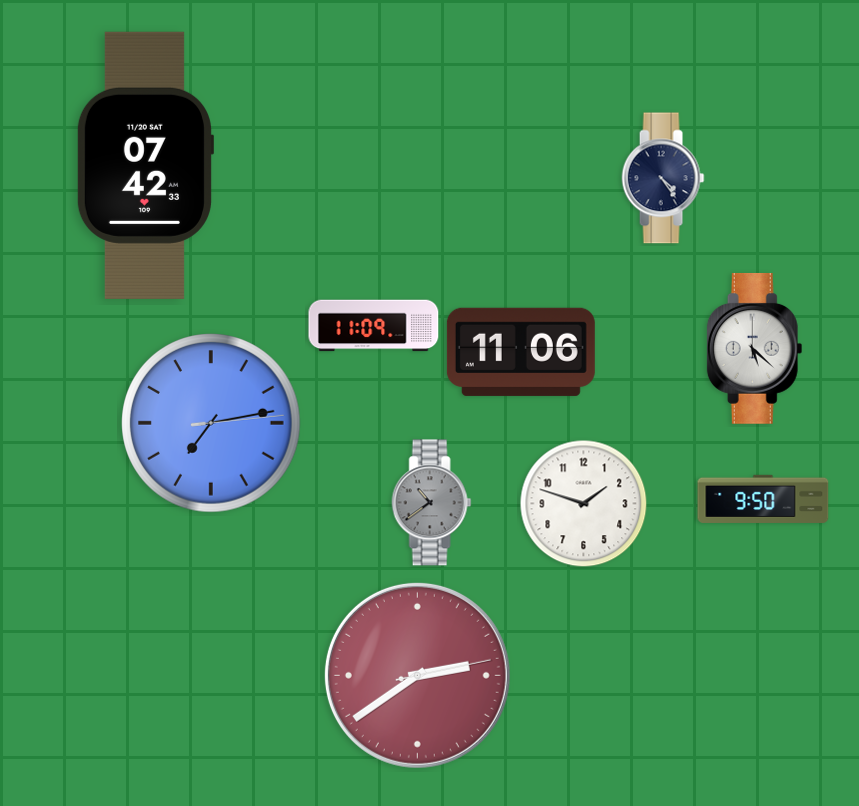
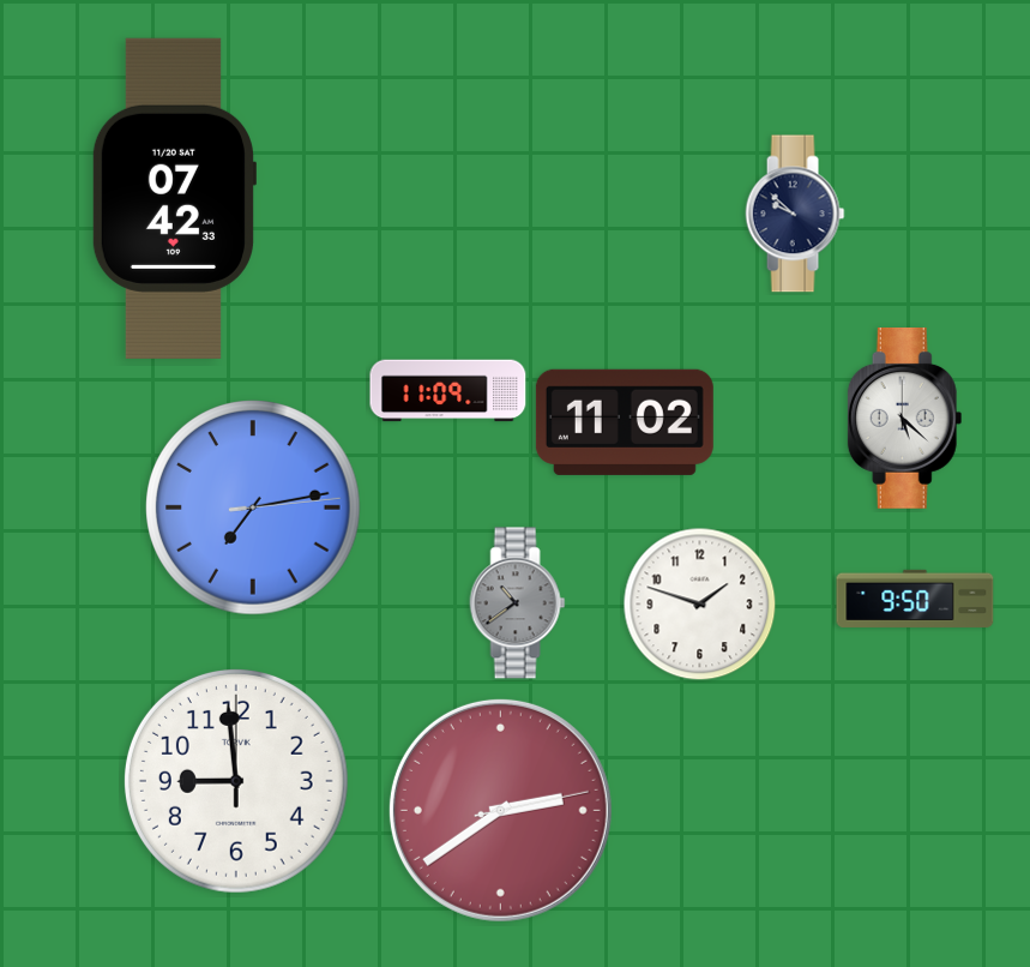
clock at (663, 178): 4:24 -> 9:52
clock at (521, 352): 11:06 -> 11:02
clock at (236, 781): none -> 8:59
